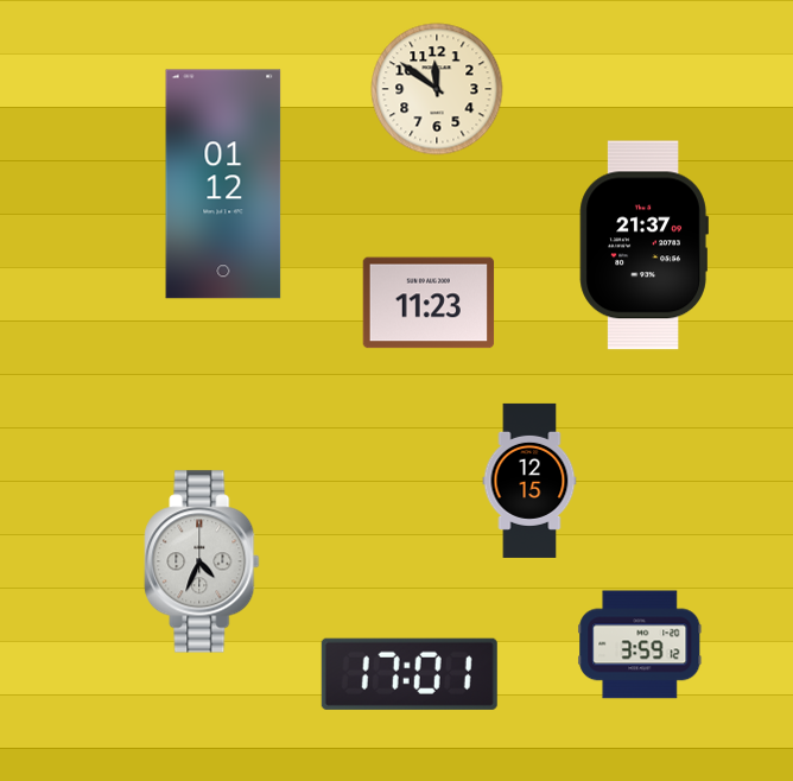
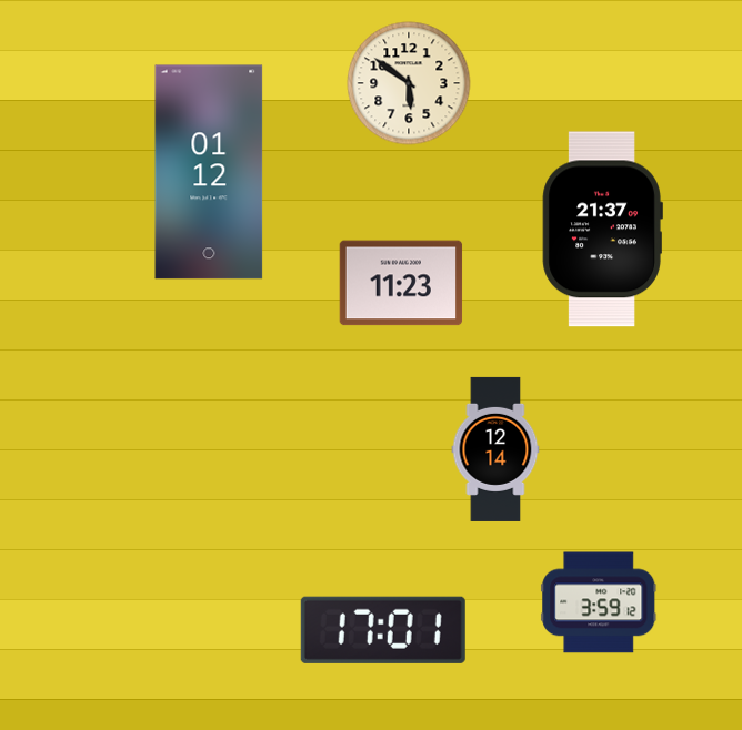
clock at (437, 89): 11:51 -> 5:51
clock at (529, 481): 12:15 -> 12:14
clock at (202, 561): 4:34 -> none
